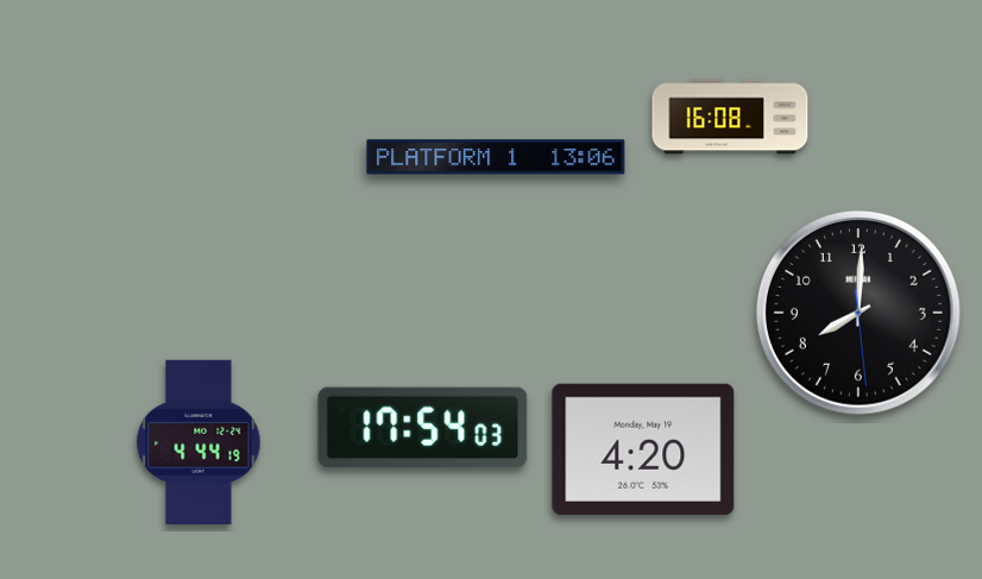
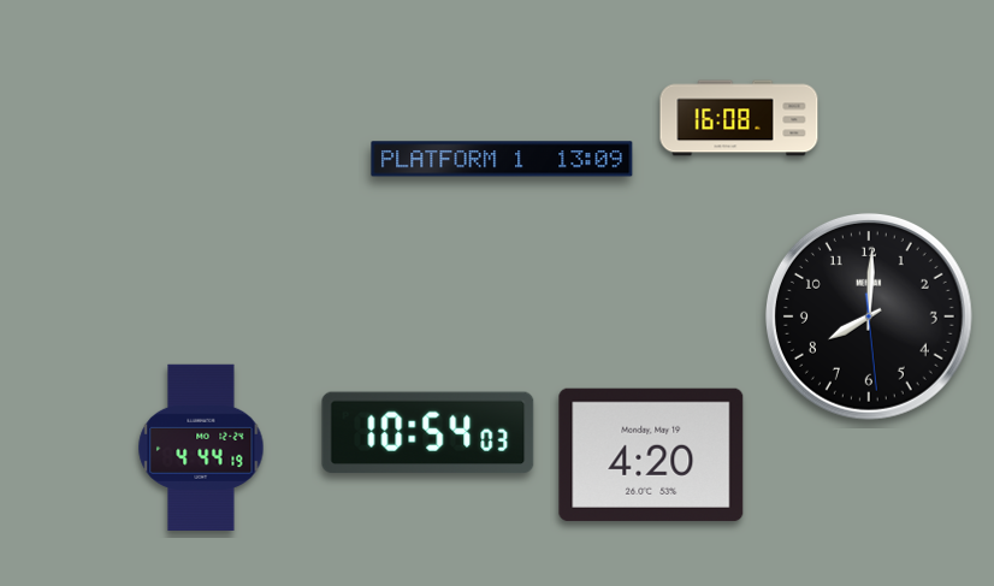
clock at (496, 157): 13:06 -> 13:09
clock at (423, 428): 17:54 -> 10:54
